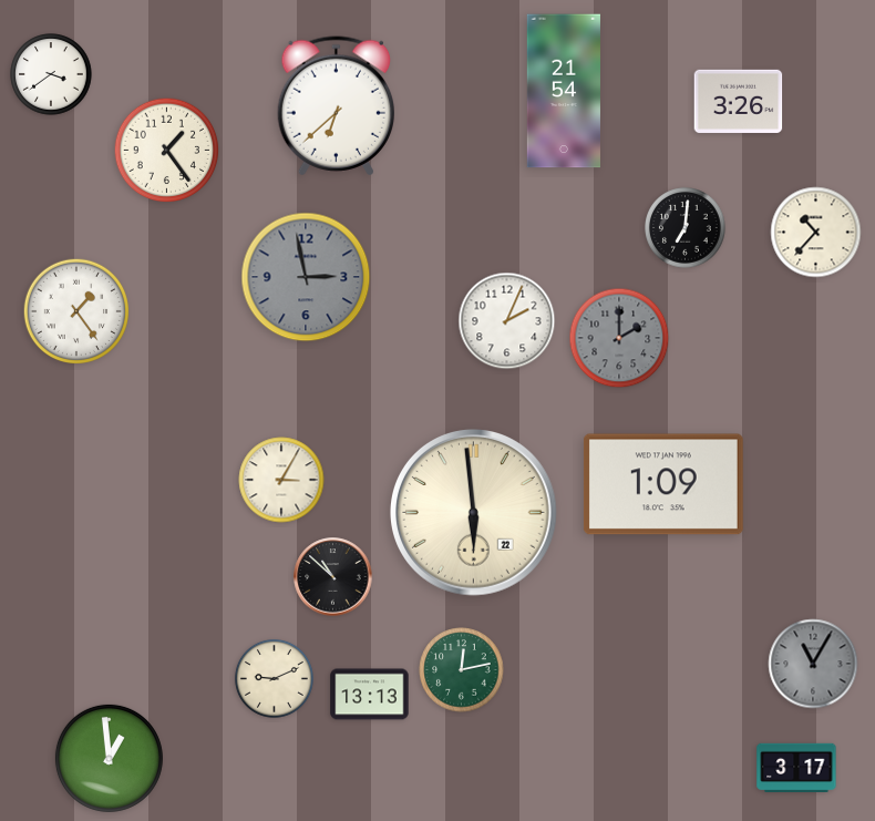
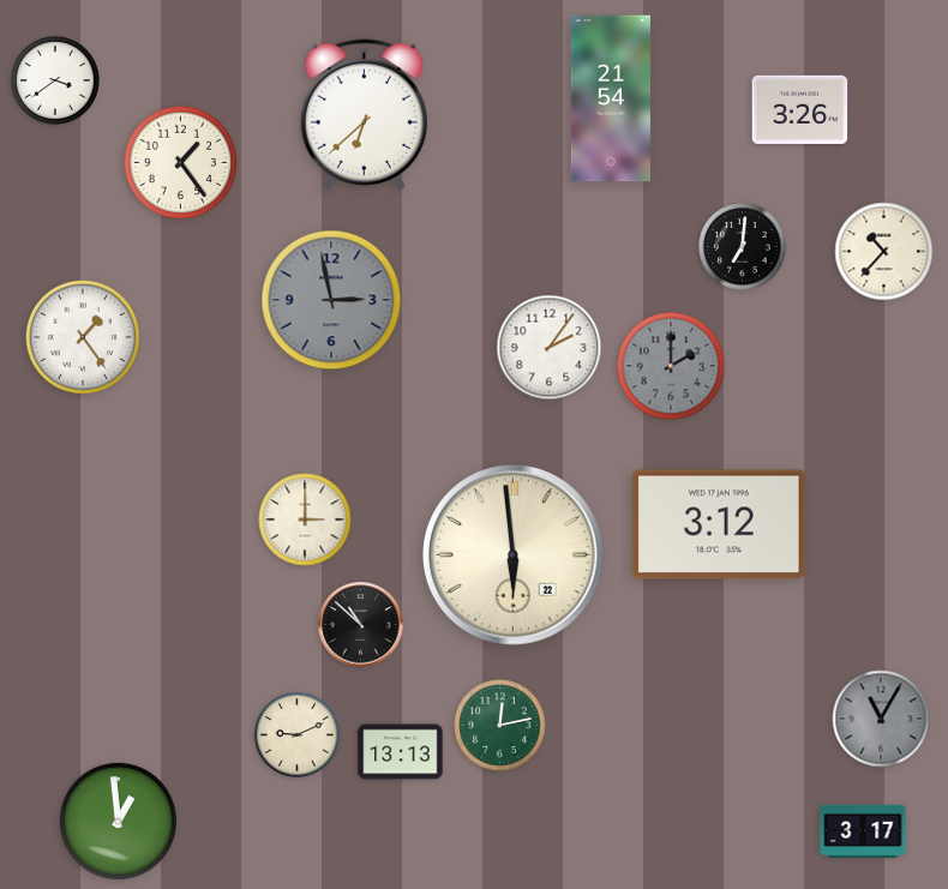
clock at (507, 321): 2:04 -> 2:06
clock at (281, 480): 3:05 -> 3:00
clock at (663, 484): 1:09 -> 3:12
